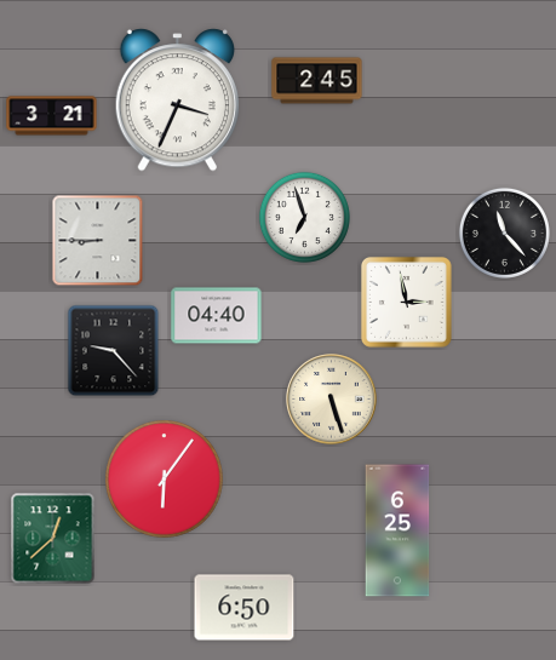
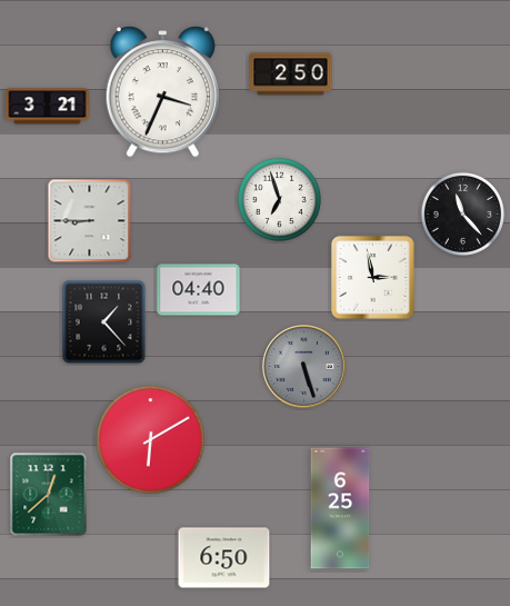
clock at (317, 81): 2:45 -> 2:50
clock at (114, 351): 9:23 -> 1:23
clock at (332, 400) dial: cream -> grey
clock at (165, 480): 6:06 -> 6:10
clock at (397, 530) position: (397, 530) -> (340, 508)
